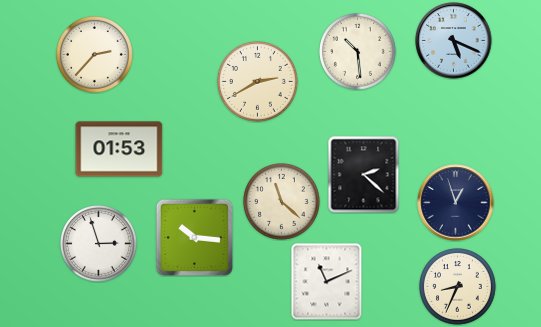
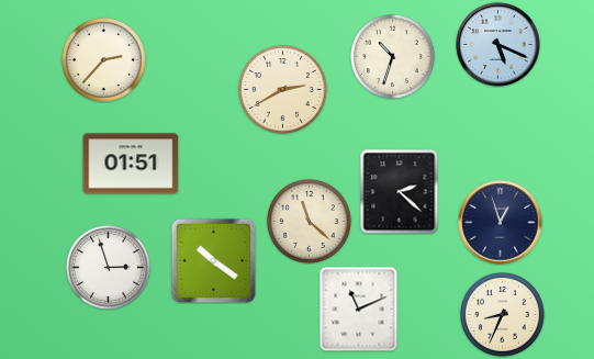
clock at (358, 52): 10:29 -> 10:33
clock at (119, 149): 01:53 -> 01:51
clock at (194, 237): 10:16 -> 10:21
